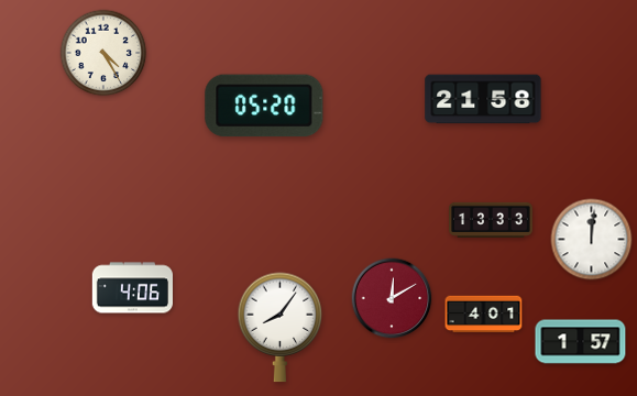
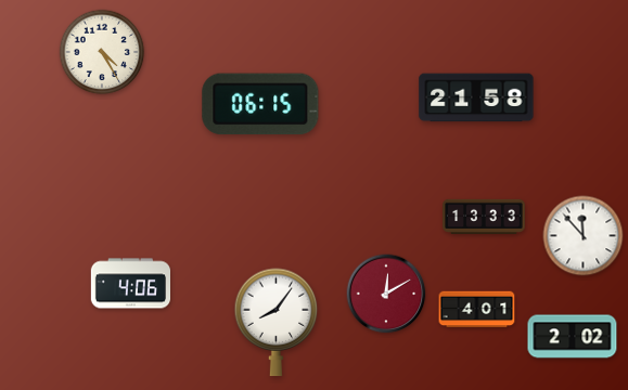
clock at (264, 106): 05:20 -> 06:15
clock at (592, 240): 12:01 -> 11:53
clock at (581, 342): 1:57 -> 2:02
